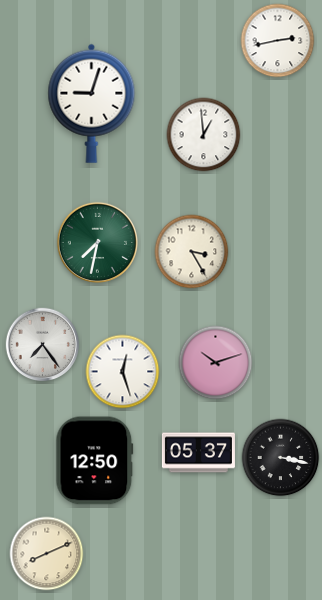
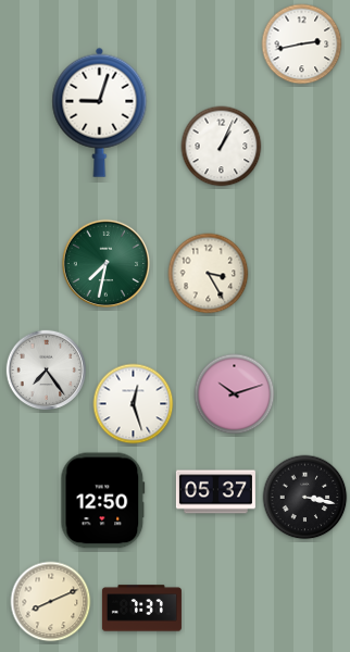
clock at (204, 135): 12:59 -> 1:04
clock at (43, 345) position: (43, 345) -> (47, 371)
clock at (141, 609): none -> 7:37
